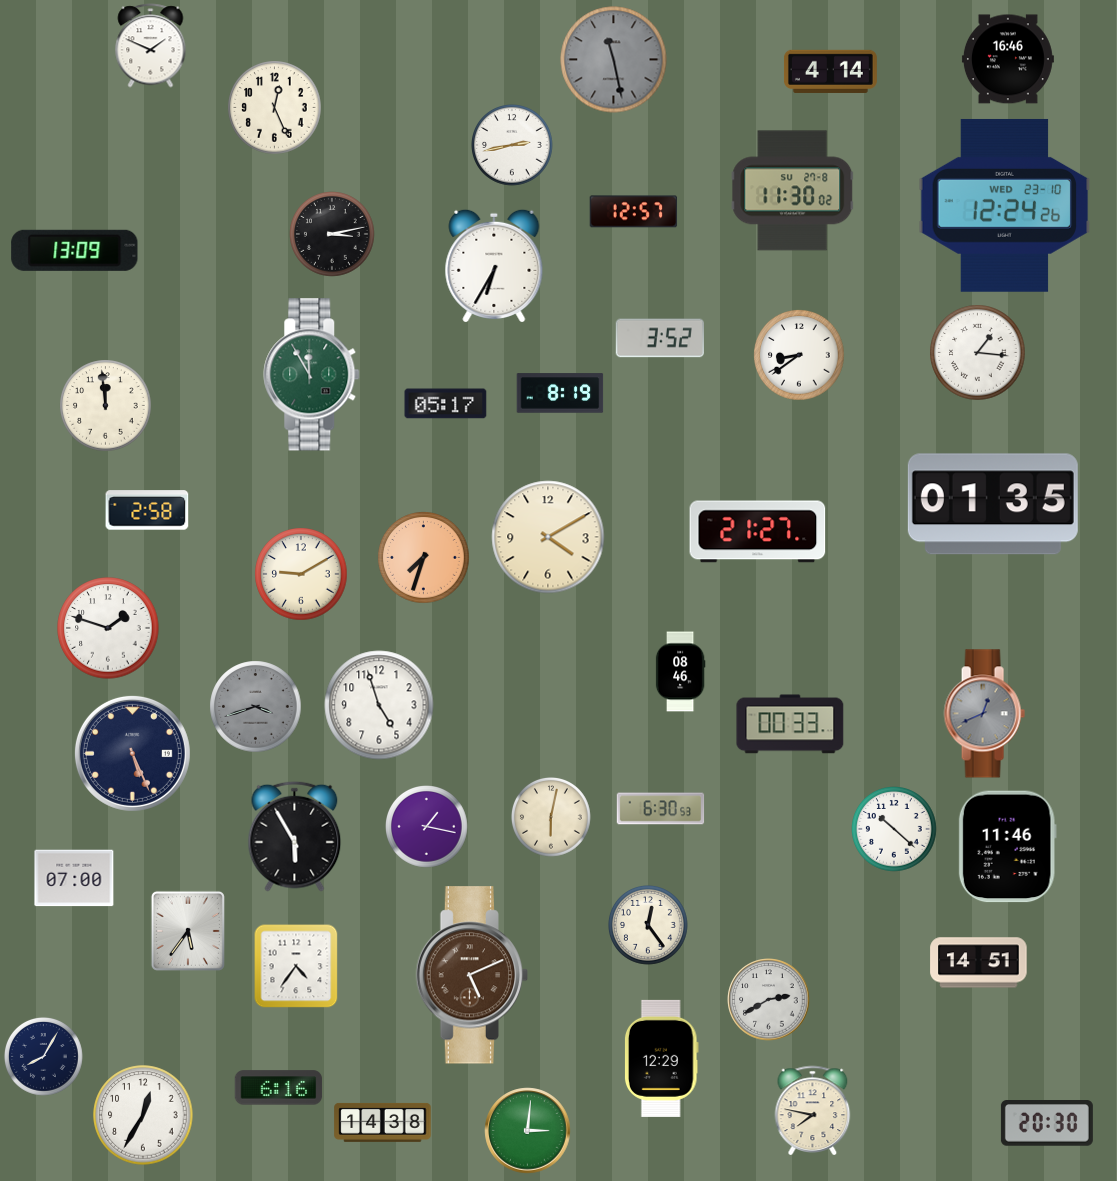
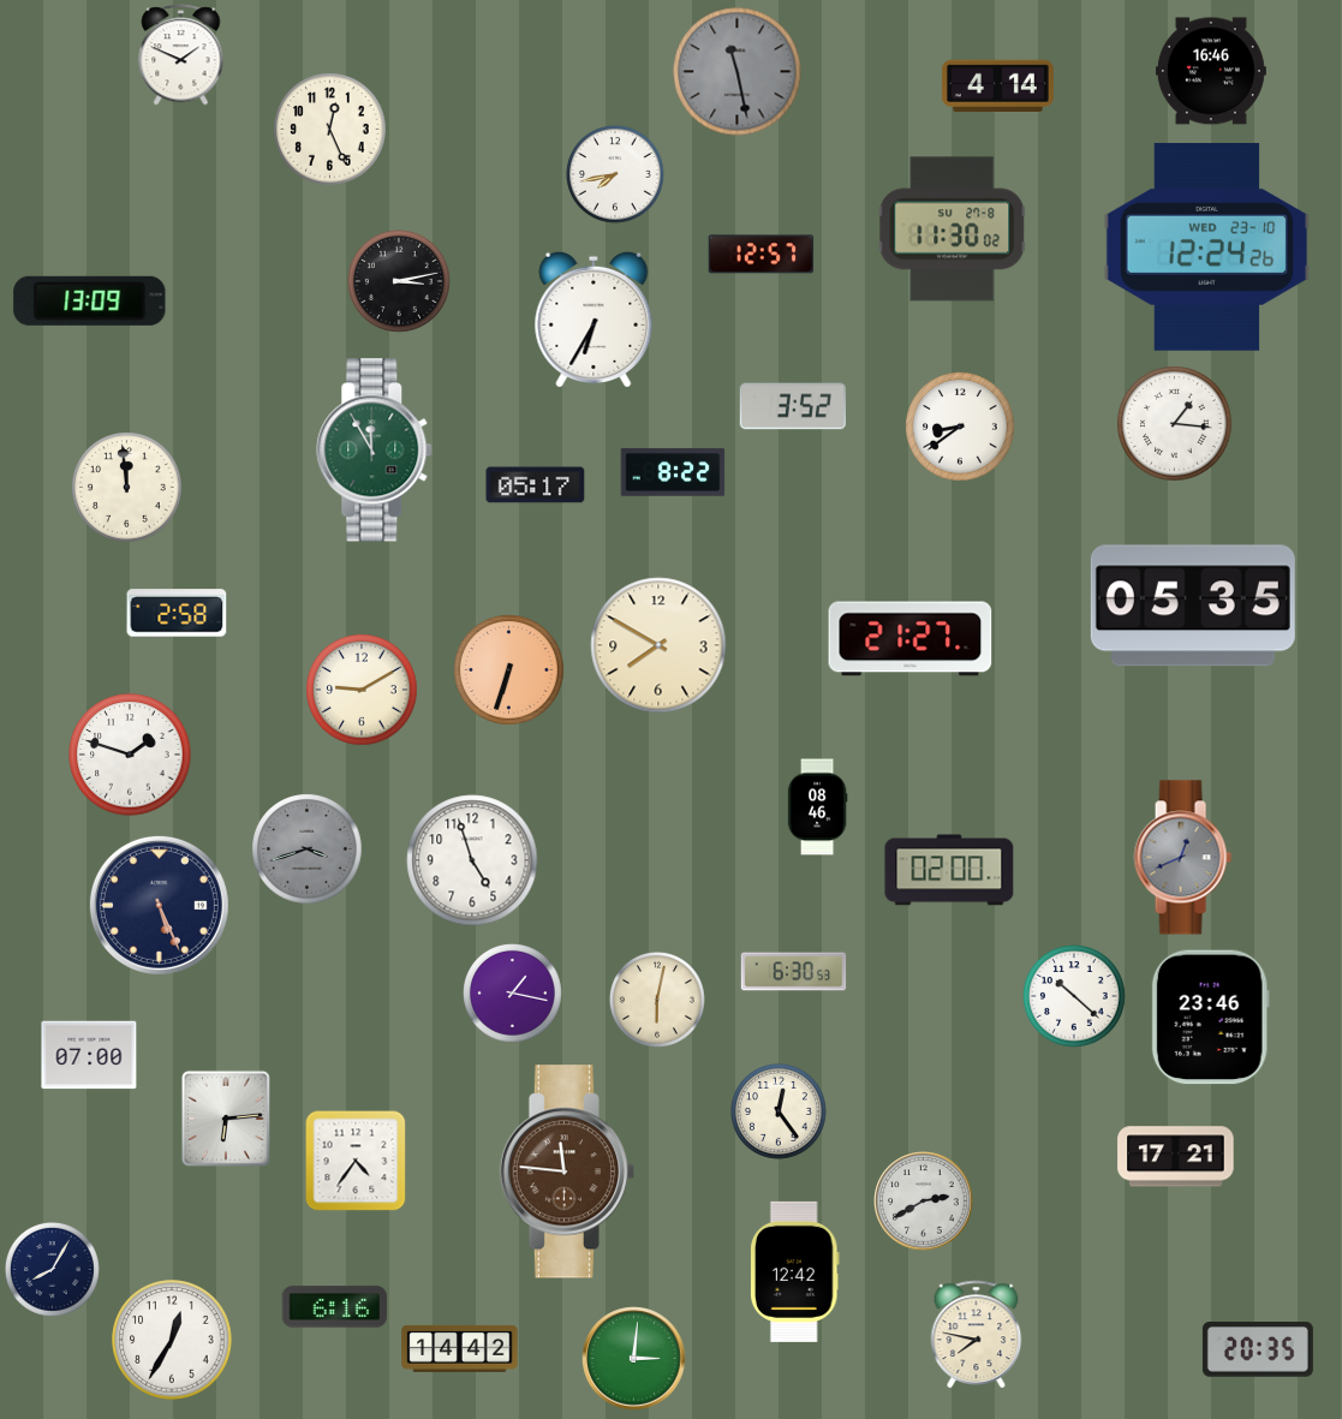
clock at (513, 146): 2:43 -> 7:43
clock at (560, 393): 8:19 -> 8:22
clock at (993, 504): 01:35 -> 05:35
clock at (548, 537): 4:10 -> 7:50
clock at (424, 558): 7:33 -> 6:33
clock at (379, 705) position: (379, 705) -> (472, 860)
clock at (790, 724): 00:33 -> 02:00
clock at (552, 818) position: (552, 818) -> (658, 1001)
clock at (295, 836): 5:55 -> none
clock at (1007, 847): 11:46 -> 23:46
clock at (188, 931): 5:36 -> 6:14
clock at (979, 963): 14:51 -> 17:21
clock at (472, 975): 5:11 -> 11:46
clock at (662, 1058): 12:29 -> 12:42
clock at (383, 1122): 14:38 -> 14:42
clock at (1047, 1124): 20:30 -> 20:35
